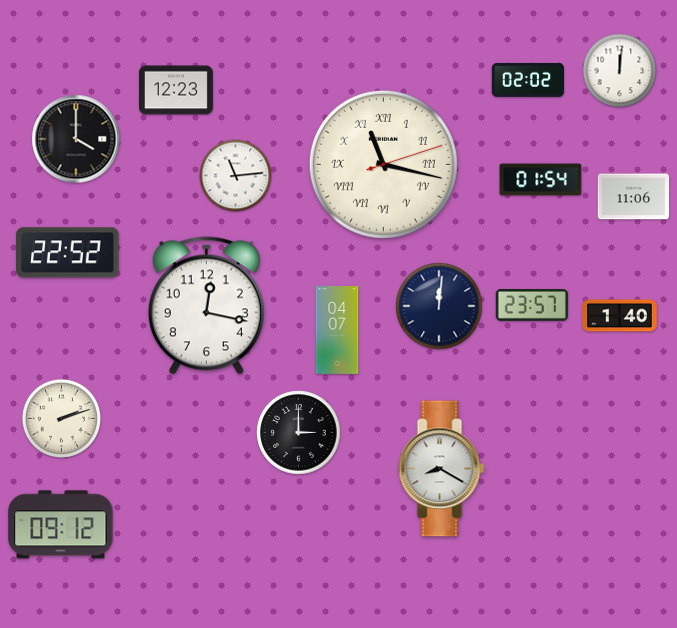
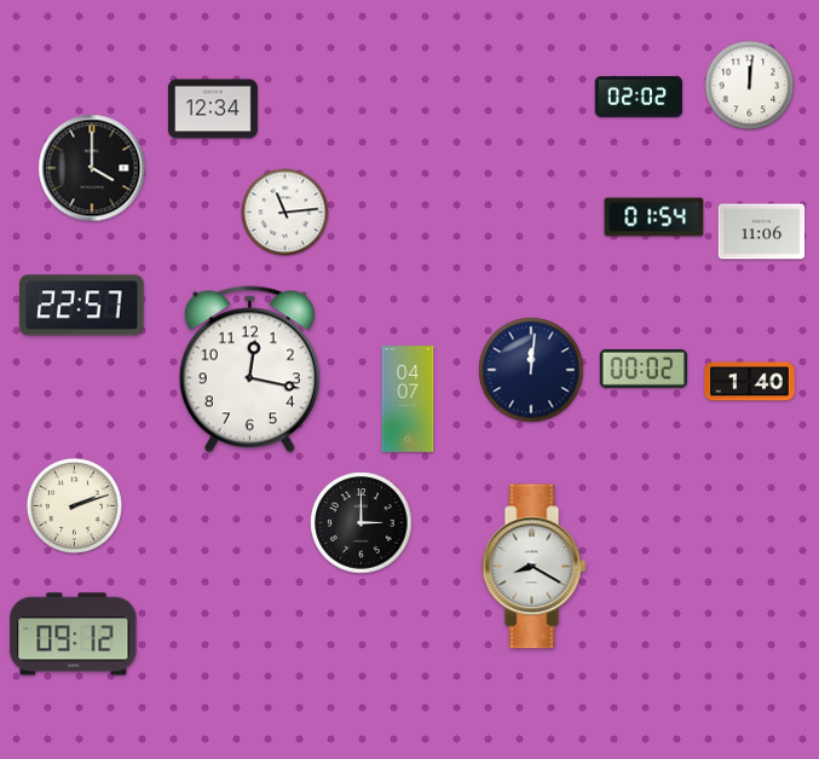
clock at (176, 90): 12:23 -> 12:34
clock at (383, 164): 11:17 -> none
clock at (634, 197) position: (634, 197) -> (762, 232)
clock at (68, 253): 22:52 -> 22:57
clock at (531, 305): 23:57 -> 00:02
